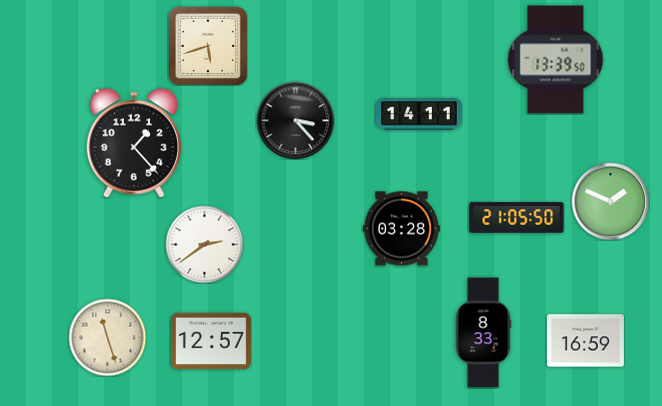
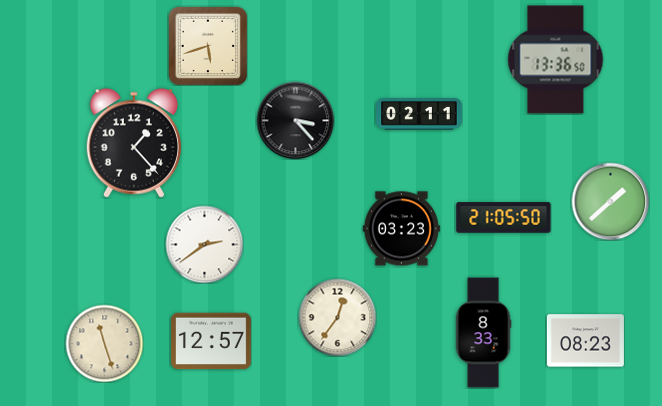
clock at (556, 60): 13:39 -> 13:36
clock at (419, 115): 14:11 -> 02:11
clock at (610, 201): 1:49 -> 1:38
clock at (517, 218) position: (517, 218) -> (504, 218)
clock at (401, 229): 03:28 -> 03:23
clock at (337, 317): none -> 12:36
clock at (107, 337) position: (107, 337) -> (104, 343)
clock at (585, 341): 16:59 -> 08:23
